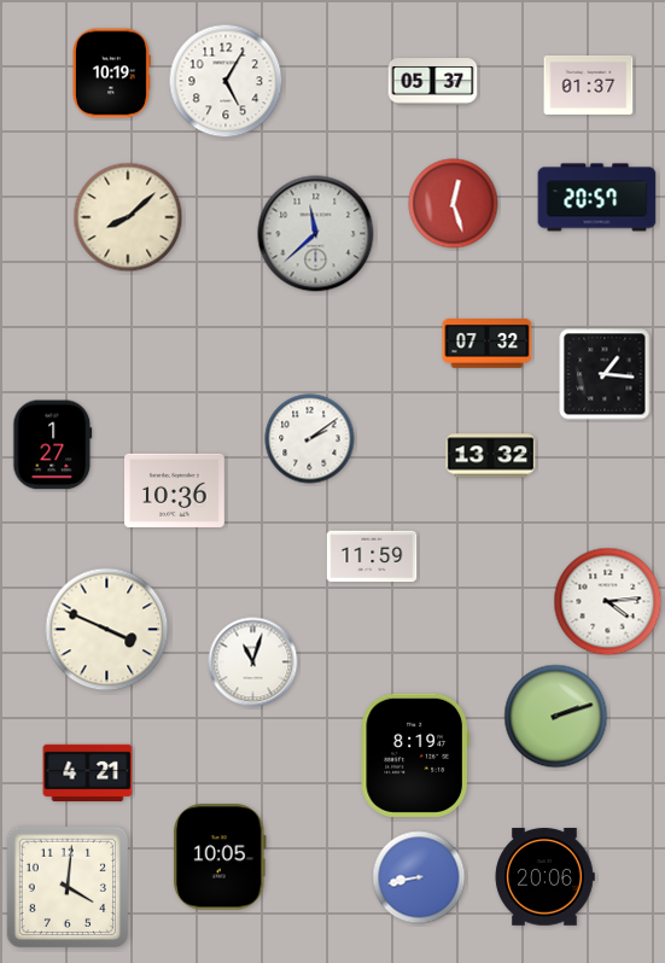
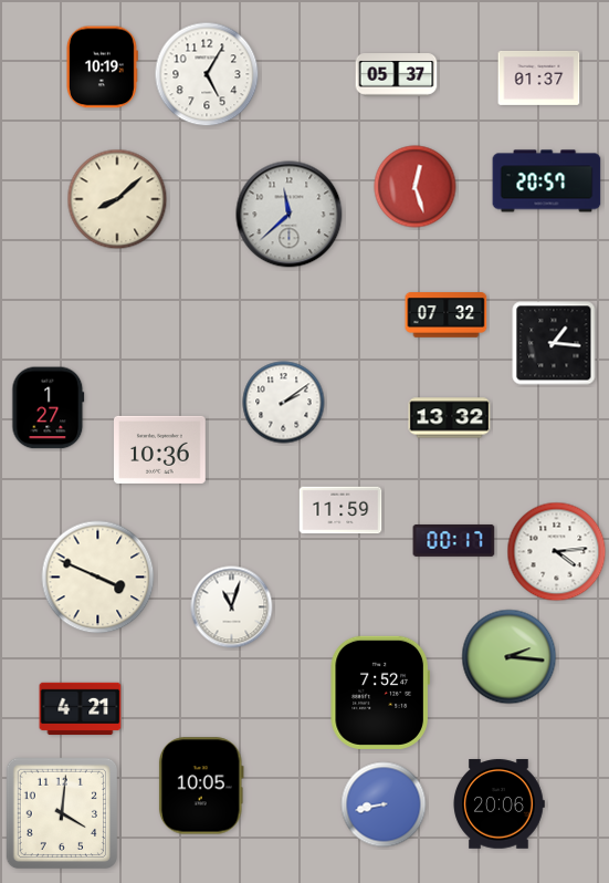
clock at (454, 540): none -> 00:17
clock at (556, 717): 2:12 -> 2:16
clock at (415, 755): 8:19 -> 7:52
